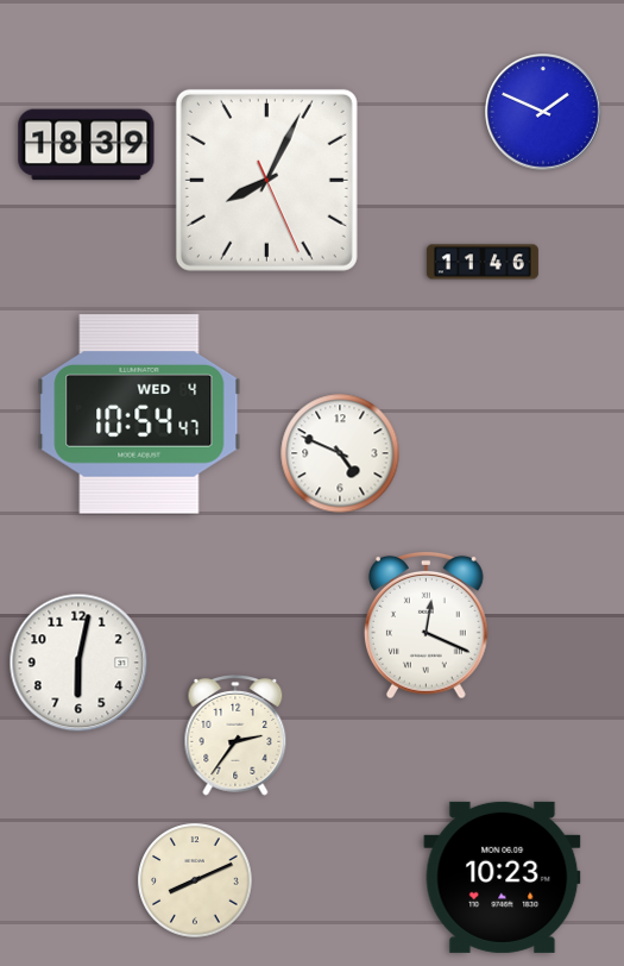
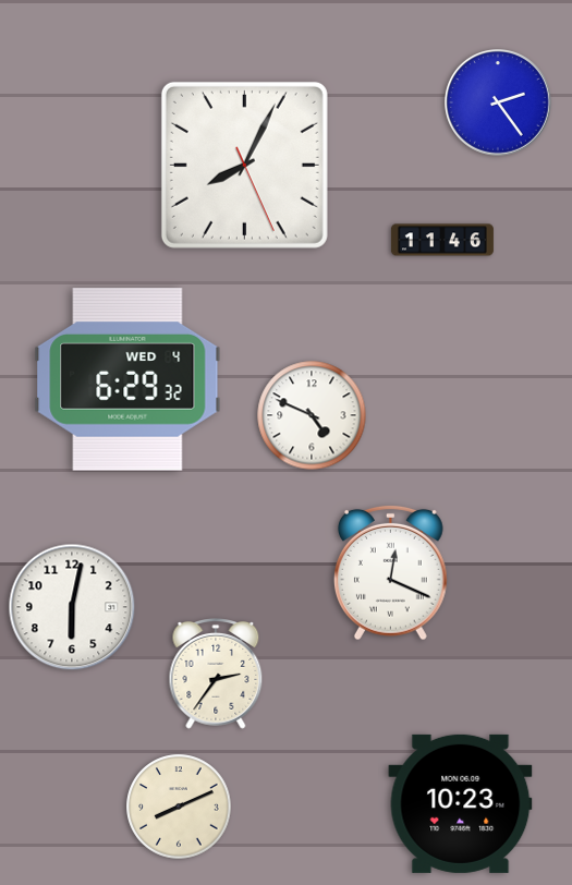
clock at (544, 113): 1:49 -> 2:24
clock at (87, 145): 18:39 -> none
clock at (139, 414): 10:54 -> 6:29
